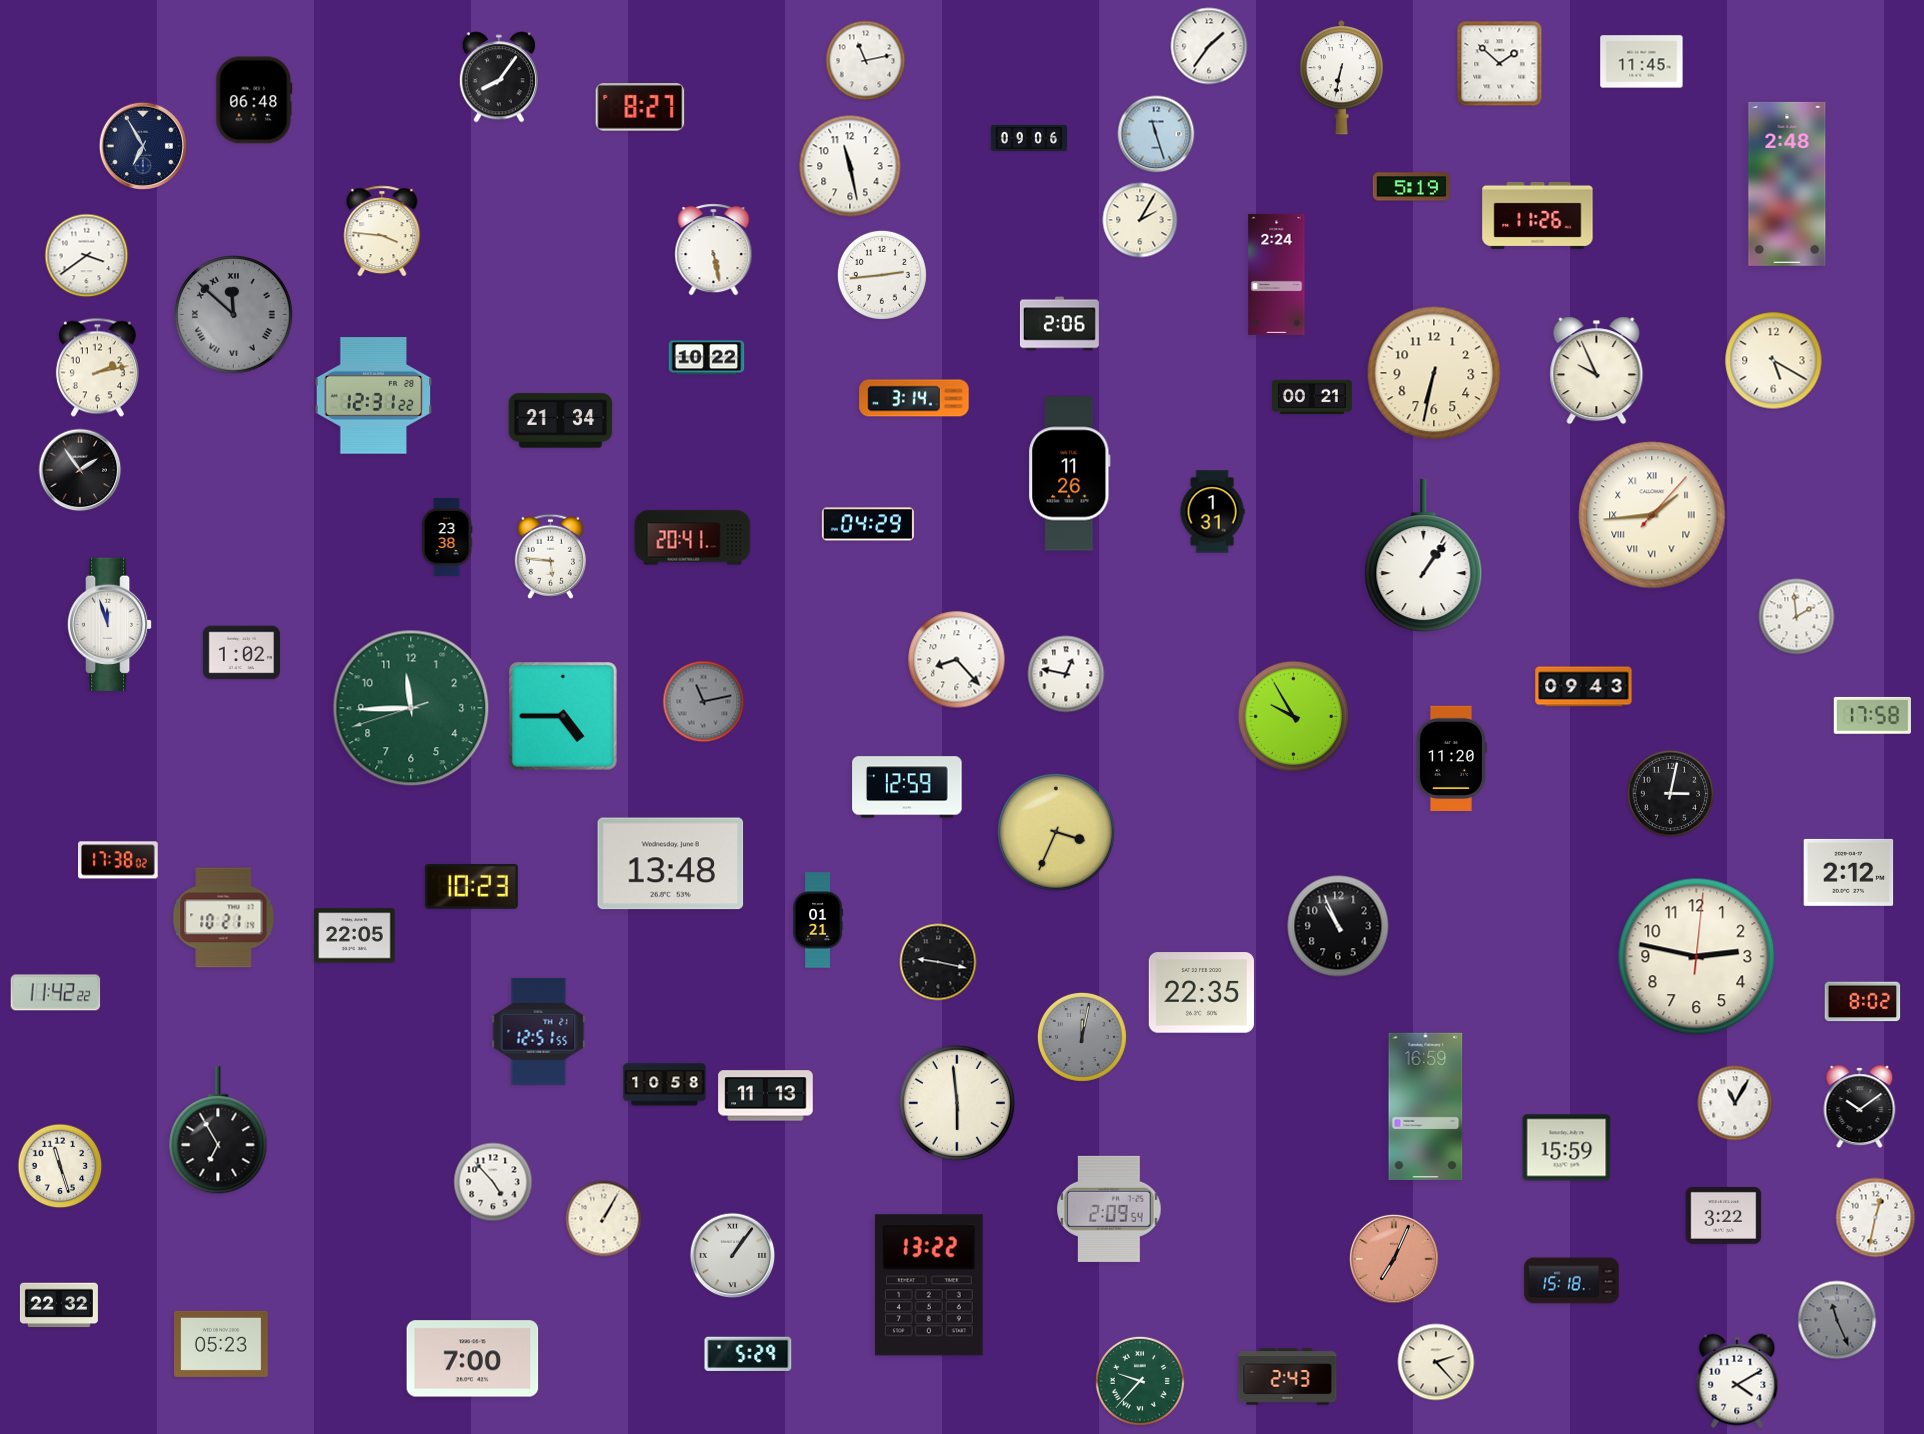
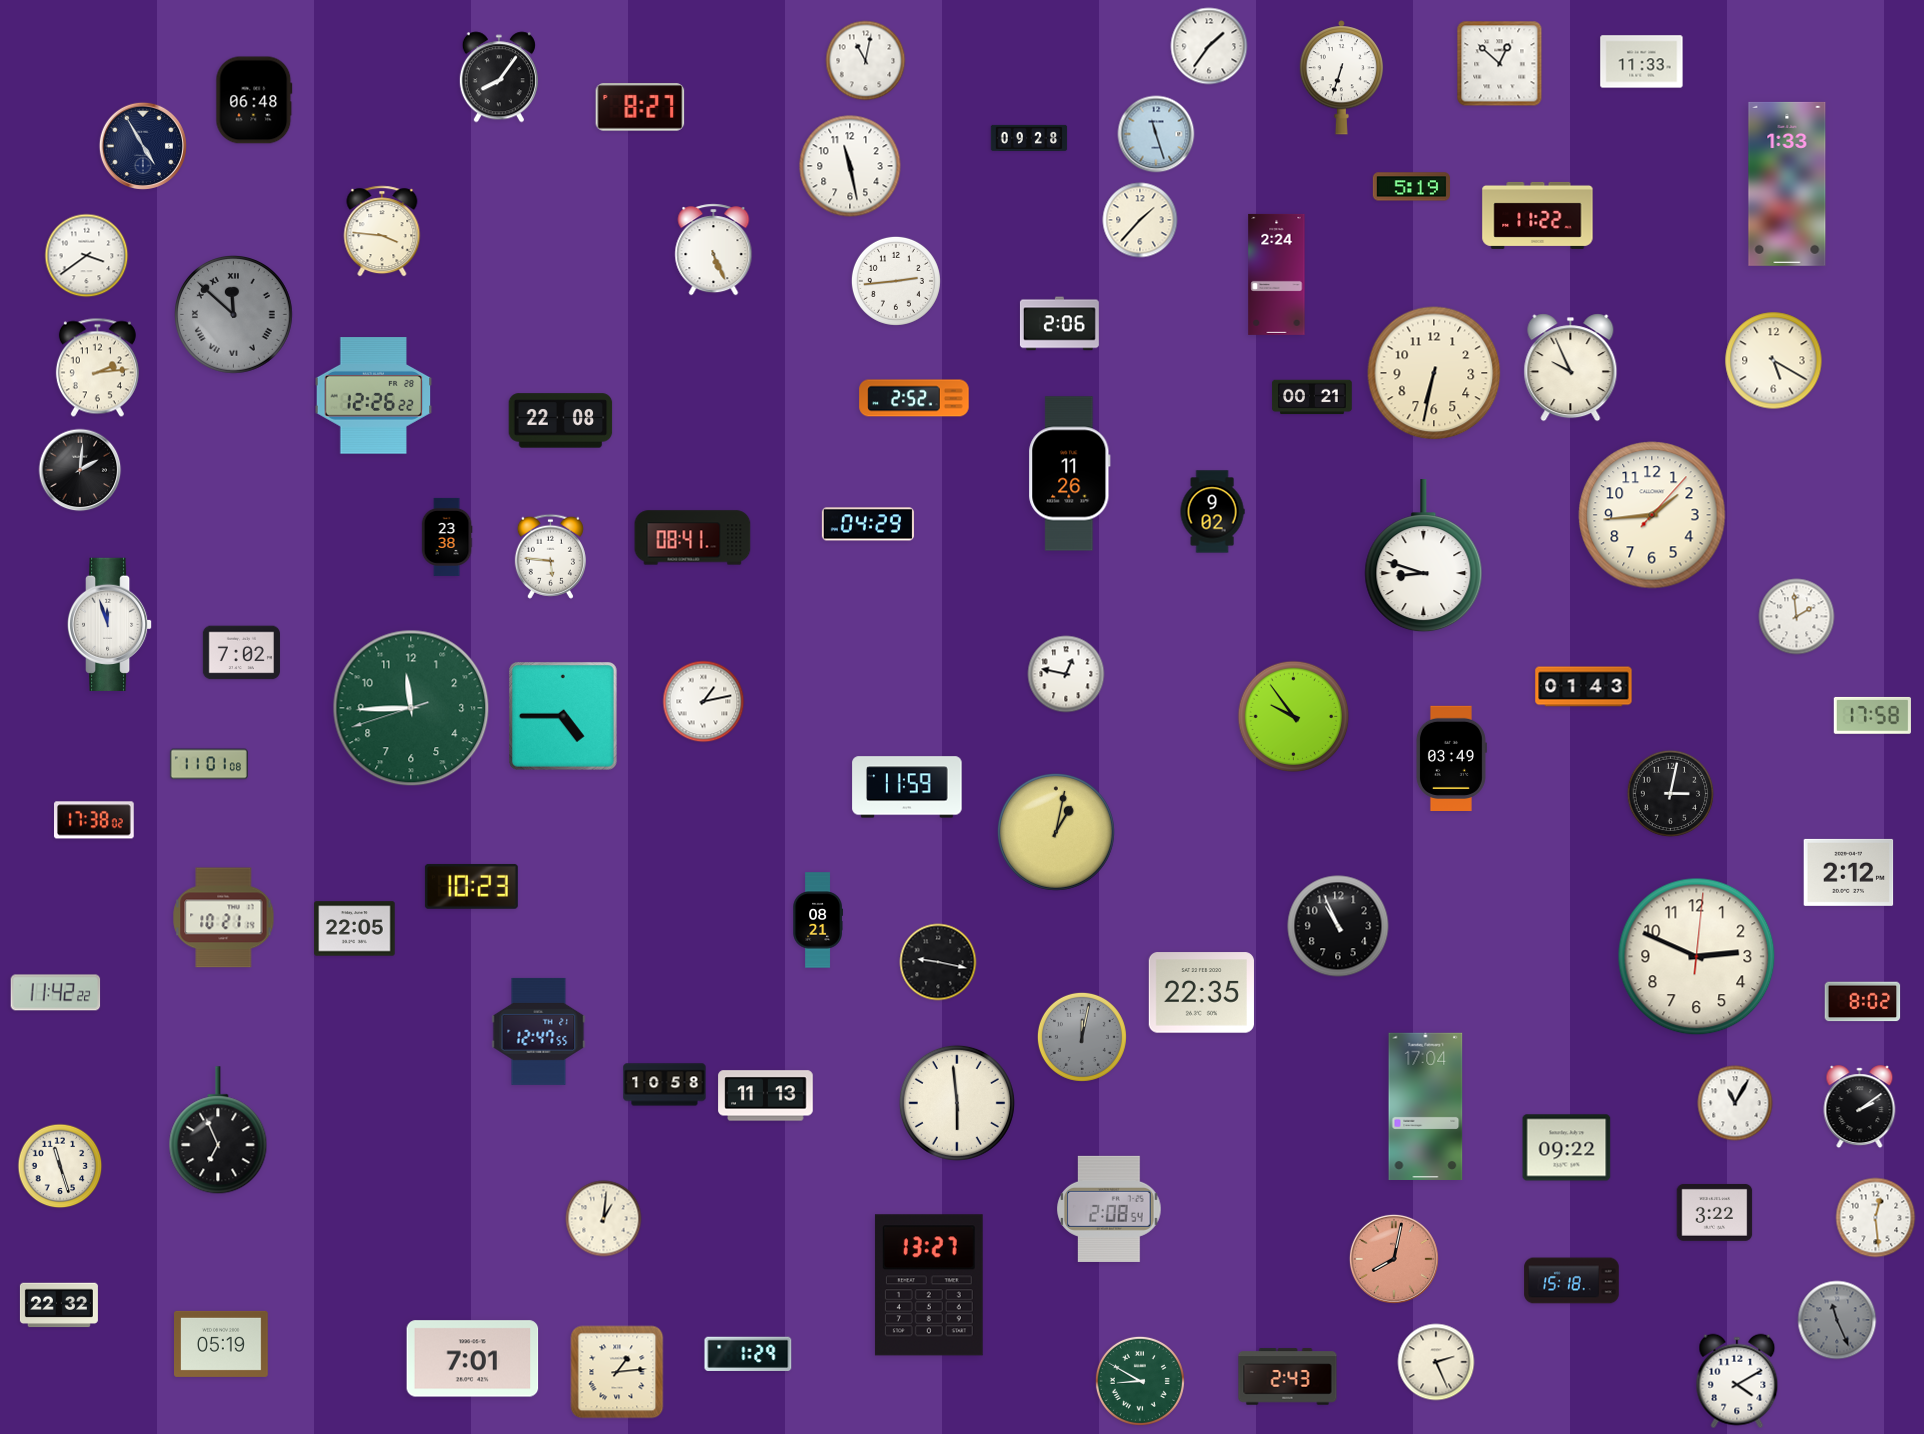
clock at (866, 61): 11:13 -> 11:02
clock at (1642, 62): 11:45 -> 11:33
clock at (1500, 64): 1:52 -> 12:52
clock at (1341, 78): 6:32 -> 6:33
clock at (1029, 138): 09:06 -> 09:28
clock at (143, 146): 6:55 -> 4:55
clock at (1787, 184): 2:48 -> 1:33
clock at (1538, 215): 11:26 -> 11:22
clock at (1140, 220): 2:05 -> 1:37
clock at (714, 250): 5:28 -> 5:26
clock at (882, 275) position: (882, 275) -> (896, 281)
clock at (707, 358): 10:22 -> none
clock at (97, 368): 2:13 -> 2:14
clock at (1597, 371) position: (1597, 371) -> (1571, 368)
clock at (374, 396): 12:31 -> 12:26
clock at (914, 398): 3:14 -> 2:52
clock at (561, 421): 21:34 -> 22:08
clock at (80, 470): 1:54 -> 2:01
clock at (1212, 512): 1:31 -> 9:02
clock at (1652, 515) numerals: Roman -> Arabic
clock at (693, 538): 20:41 -> 08:41
clock at (1424, 556): 1:06 -> 8:48
clock at (241, 653): 1:02 -> 7:02
clock at (957, 660): 8:23 -> none
clock at (1584, 687): 09:43 -> 01:43
clock at (704, 702): 11:13 -> 1:13
clock at (704, 702) dial: grey -> white
clock at (1294, 717): 9:55 -> 9:54
clock at (1451, 758): 11:20 -> 03:49
clock at (209, 764): none -> 11:01
clock at (907, 787): 12:59 -> 11:59
clock at (1056, 832): 3:34 -> 1:02
clock at (119, 860) position: (119, 860) -> (95, 820)
clock at (671, 864): 13:48 -> none
clock at (817, 920): 01:21 -> 08:21
clock at (355, 936) position: (355, 936) -> (355, 929)
clock at (1697, 957): 2:47 -> 2:49
clock at (539, 1031): 12:51 -> 12:47
clock at (1426, 1106): 16:59 -> 17:04
clock at (1860, 1107): 10:09 -> 2:09
clock at (218, 1131): 6:55 -> 6:56
clock at (1567, 1148): 15:59 -> 09:22
clock at (493, 1182): 4:53 -> none
clock at (1109, 1209): 2:09 -> 2:08
clock at (1724, 1215) position: (1724, 1215) -> (1715, 1212)
clock at (1876, 1218): 12:32 -> 12:29
clock at (604, 1219): 1:05 -> 1:01
clock at (733, 1256): 1:06 -> none
clock at (1394, 1259): 7:04 -> 8:02
clock at (929, 1285): 13:22 -> 13:27
clock at (222, 1344): 05:23 -> 05:19
clock at (748, 1353): 5:29 -> 1:29
clock at (473, 1359): 7:00 -> 7:01
clock at (1436, 1362): 2:23 -> 2:26
clock at (617, 1372): none -> 1:14
clock at (1140, 1381): 9:37 -> 8:50
